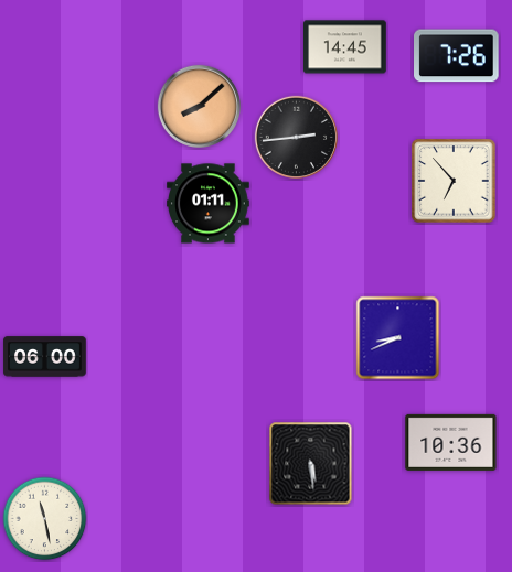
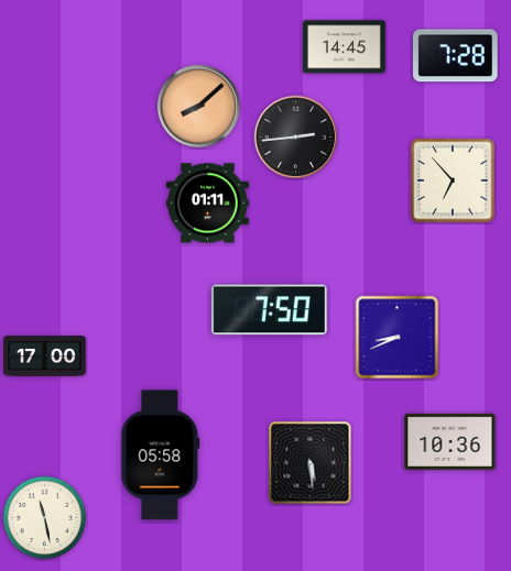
clock at (457, 56): 7:26 -> 7:28
clock at (270, 310): none -> 7:50
clock at (45, 357): 06:00 -> 17:00
clock at (161, 455): none -> 05:58
